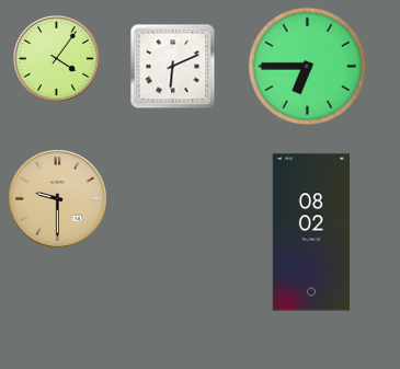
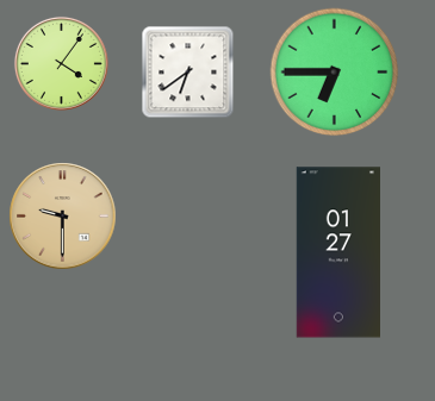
clock at (173, 67): 6:11 -> 6:39
clock at (310, 232): 08:02 -> 01:27
